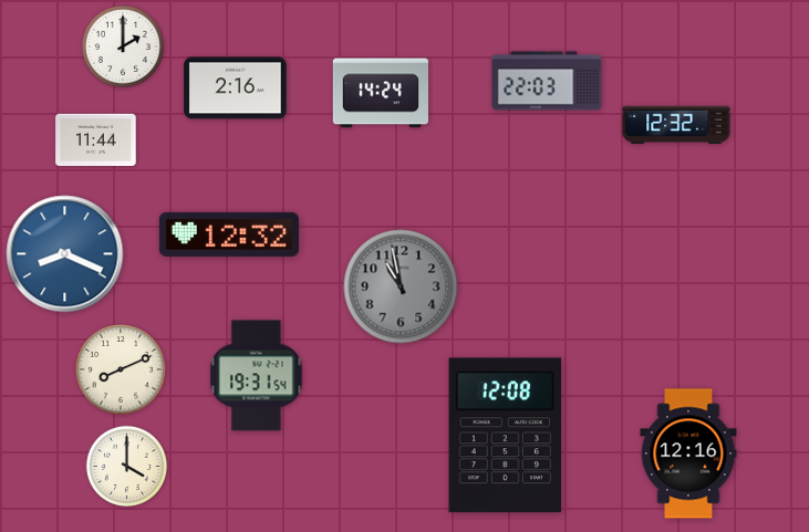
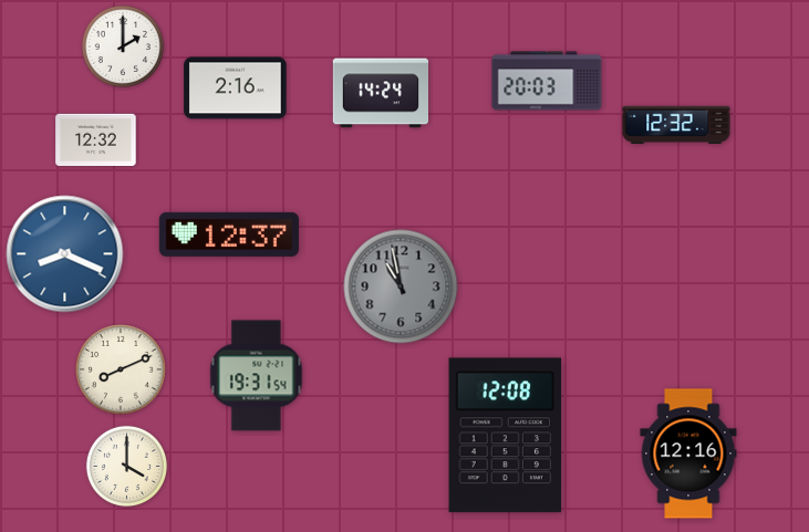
clock at (547, 81): 22:03 -> 20:03
clock at (96, 139): 11:44 -> 12:32
clock at (229, 234): 12:32 -> 12:37
